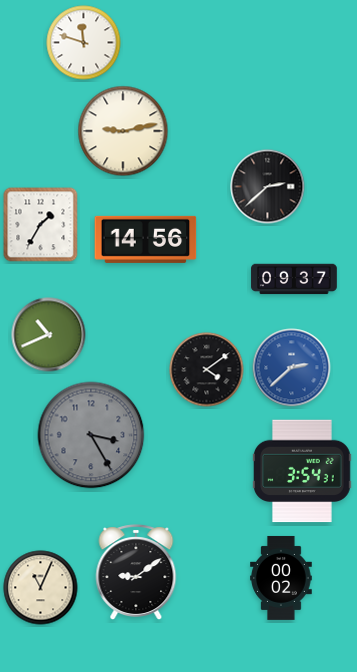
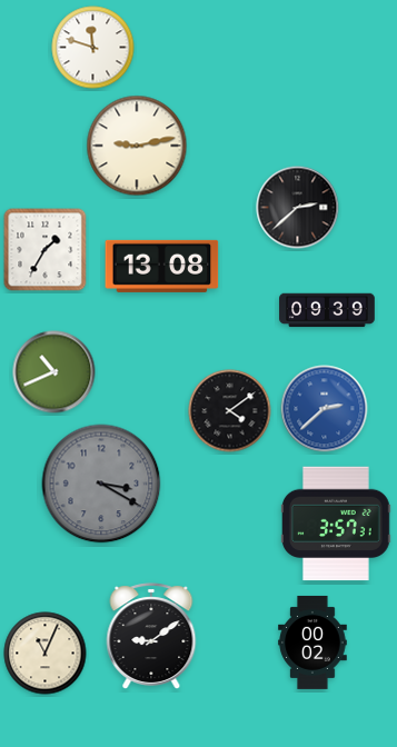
clock at (146, 239): 14:56 -> 13:08
clock at (294, 279): 09:37 -> 09:39
clock at (91, 435): 3:25 -> 3:20
clock at (303, 471): 3:54 -> 3:57
